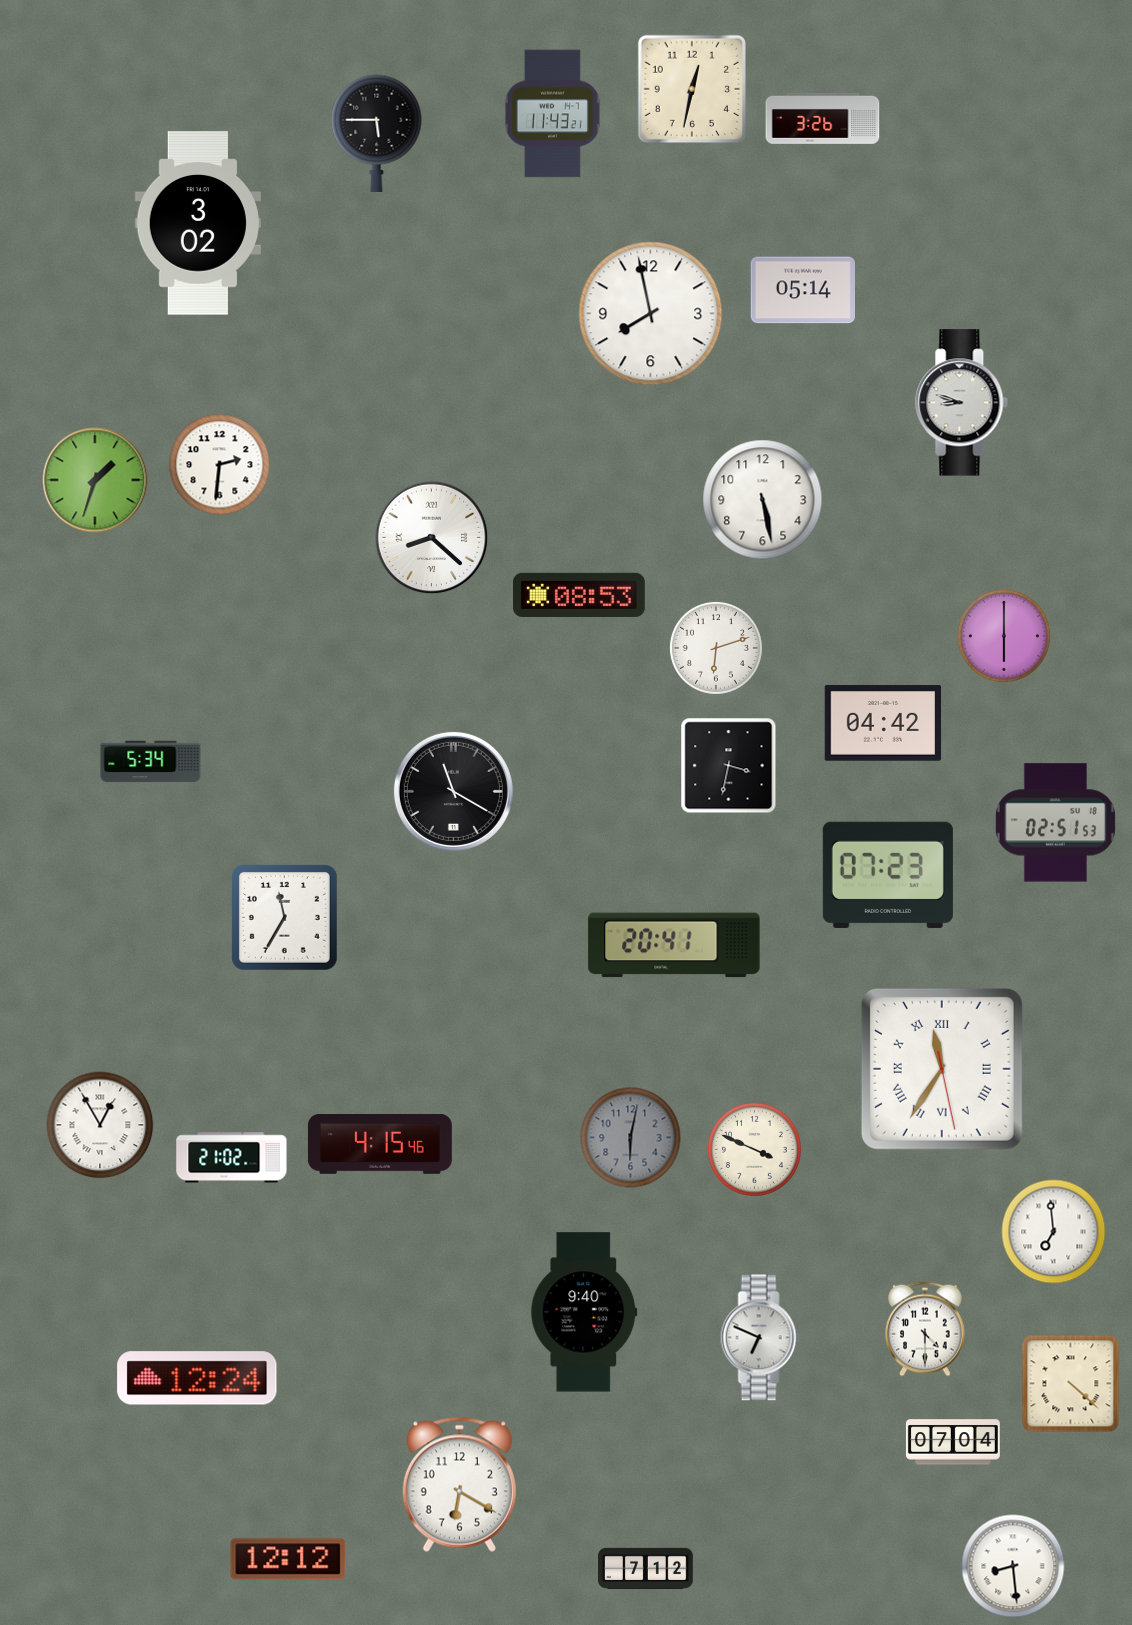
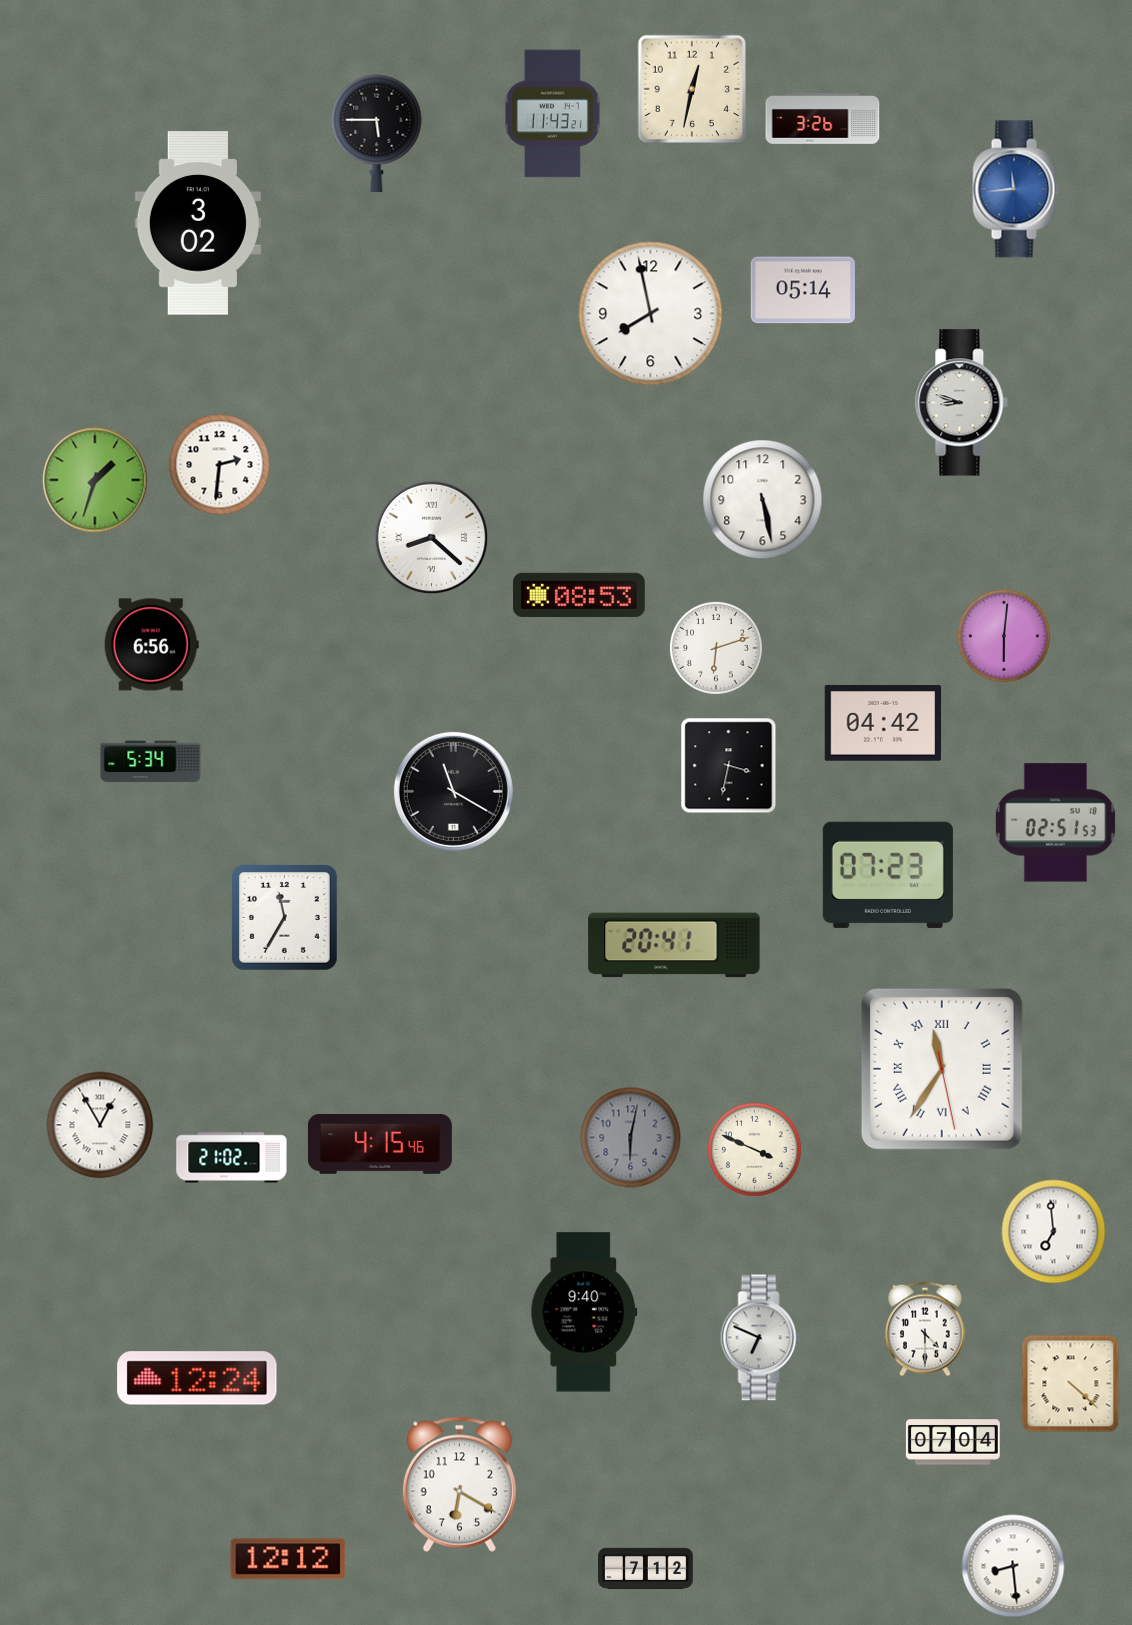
clock at (1016, 189): none -> 11:44
clock at (1004, 636): 6:00 -> 6:01
clock at (151, 645): none -> 6:56
